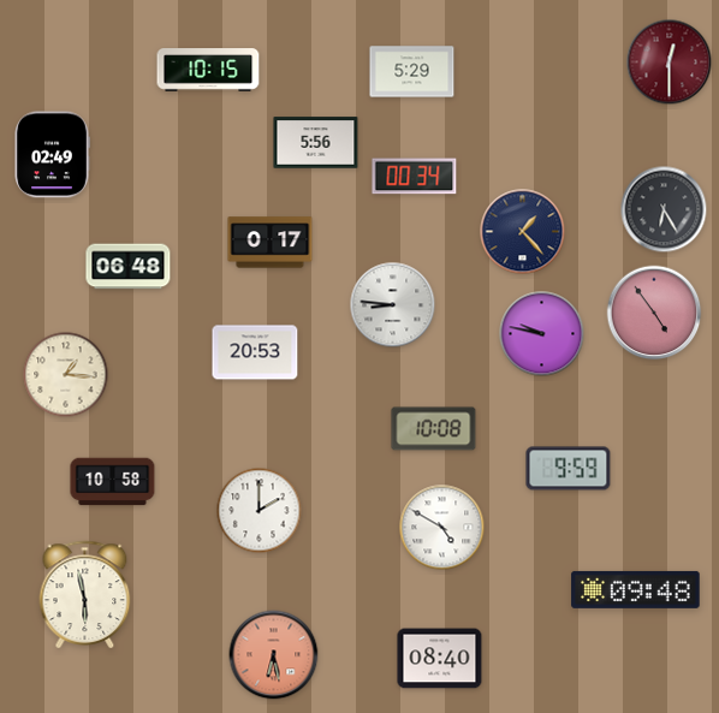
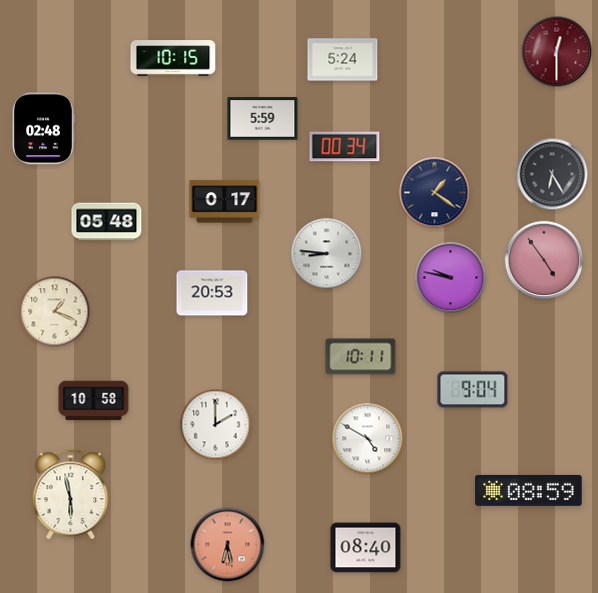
clock at (412, 72): 5:29 -> 5:24
clock at (316, 143): 5:56 -> 5:59
clock at (52, 155): 02:49 -> 02:48
clock at (523, 232): 1:23 -> 1:21
clock at (129, 267): 06:48 -> 05:48
clock at (66, 375): 1:16 -> 1:19
clock at (434, 429): 10:08 -> 10:11
clock at (569, 469): 9:59 -> 9:04
clock at (636, 589): 09:48 -> 08:59
